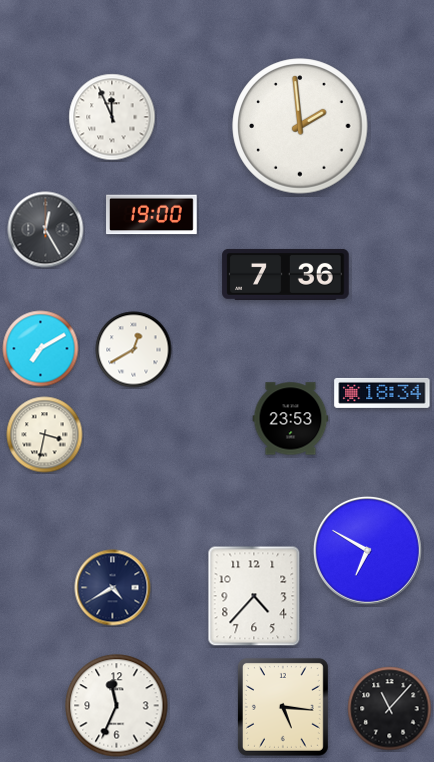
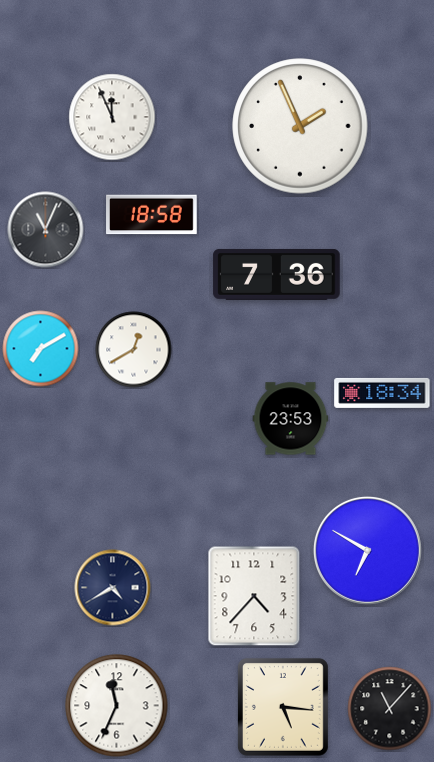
clock at (300, 126): 1:59 -> 1:56
clock at (152, 215): 19:00 -> 18:58
clock at (46, 230): 12:25 -> 11:04
clock at (286, 274) position: (286, 274) -> (277, 274)
clock at (45, 435): 3:32 -> none
